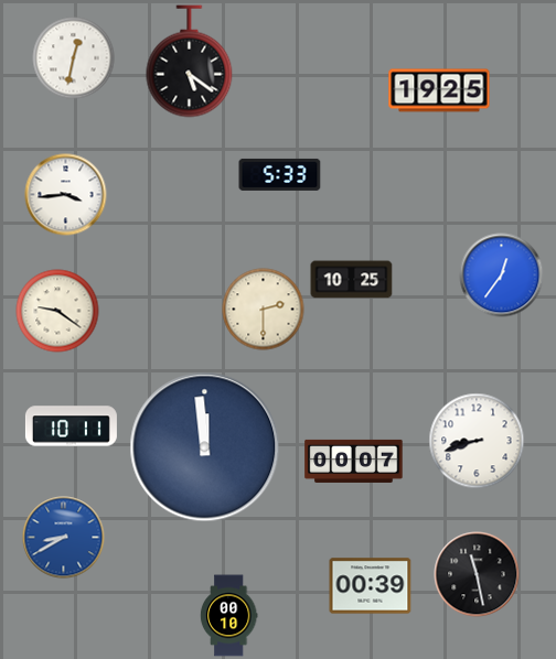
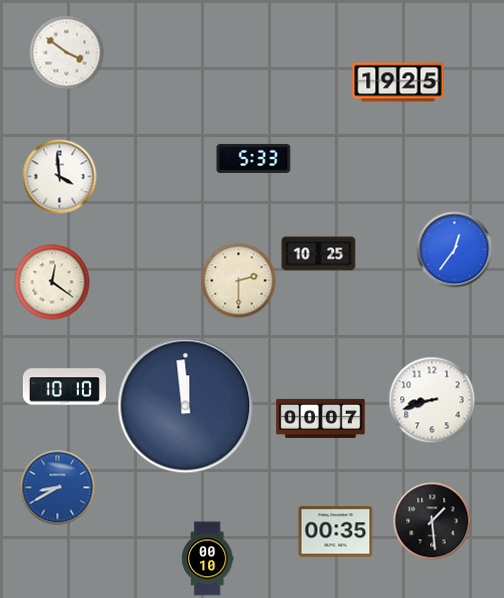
clock at (74, 58): 12:32 -> 3:51
clock at (190, 62): 5:21 -> none
clock at (66, 195): 3:44 -> 3:59
clock at (57, 311): 9:21 -> 12:21
clock at (71, 426): 10:11 -> 10:10
clock at (477, 574): 11:28 -> 1:29
clock at (371, 586): 00:39 -> 00:35
